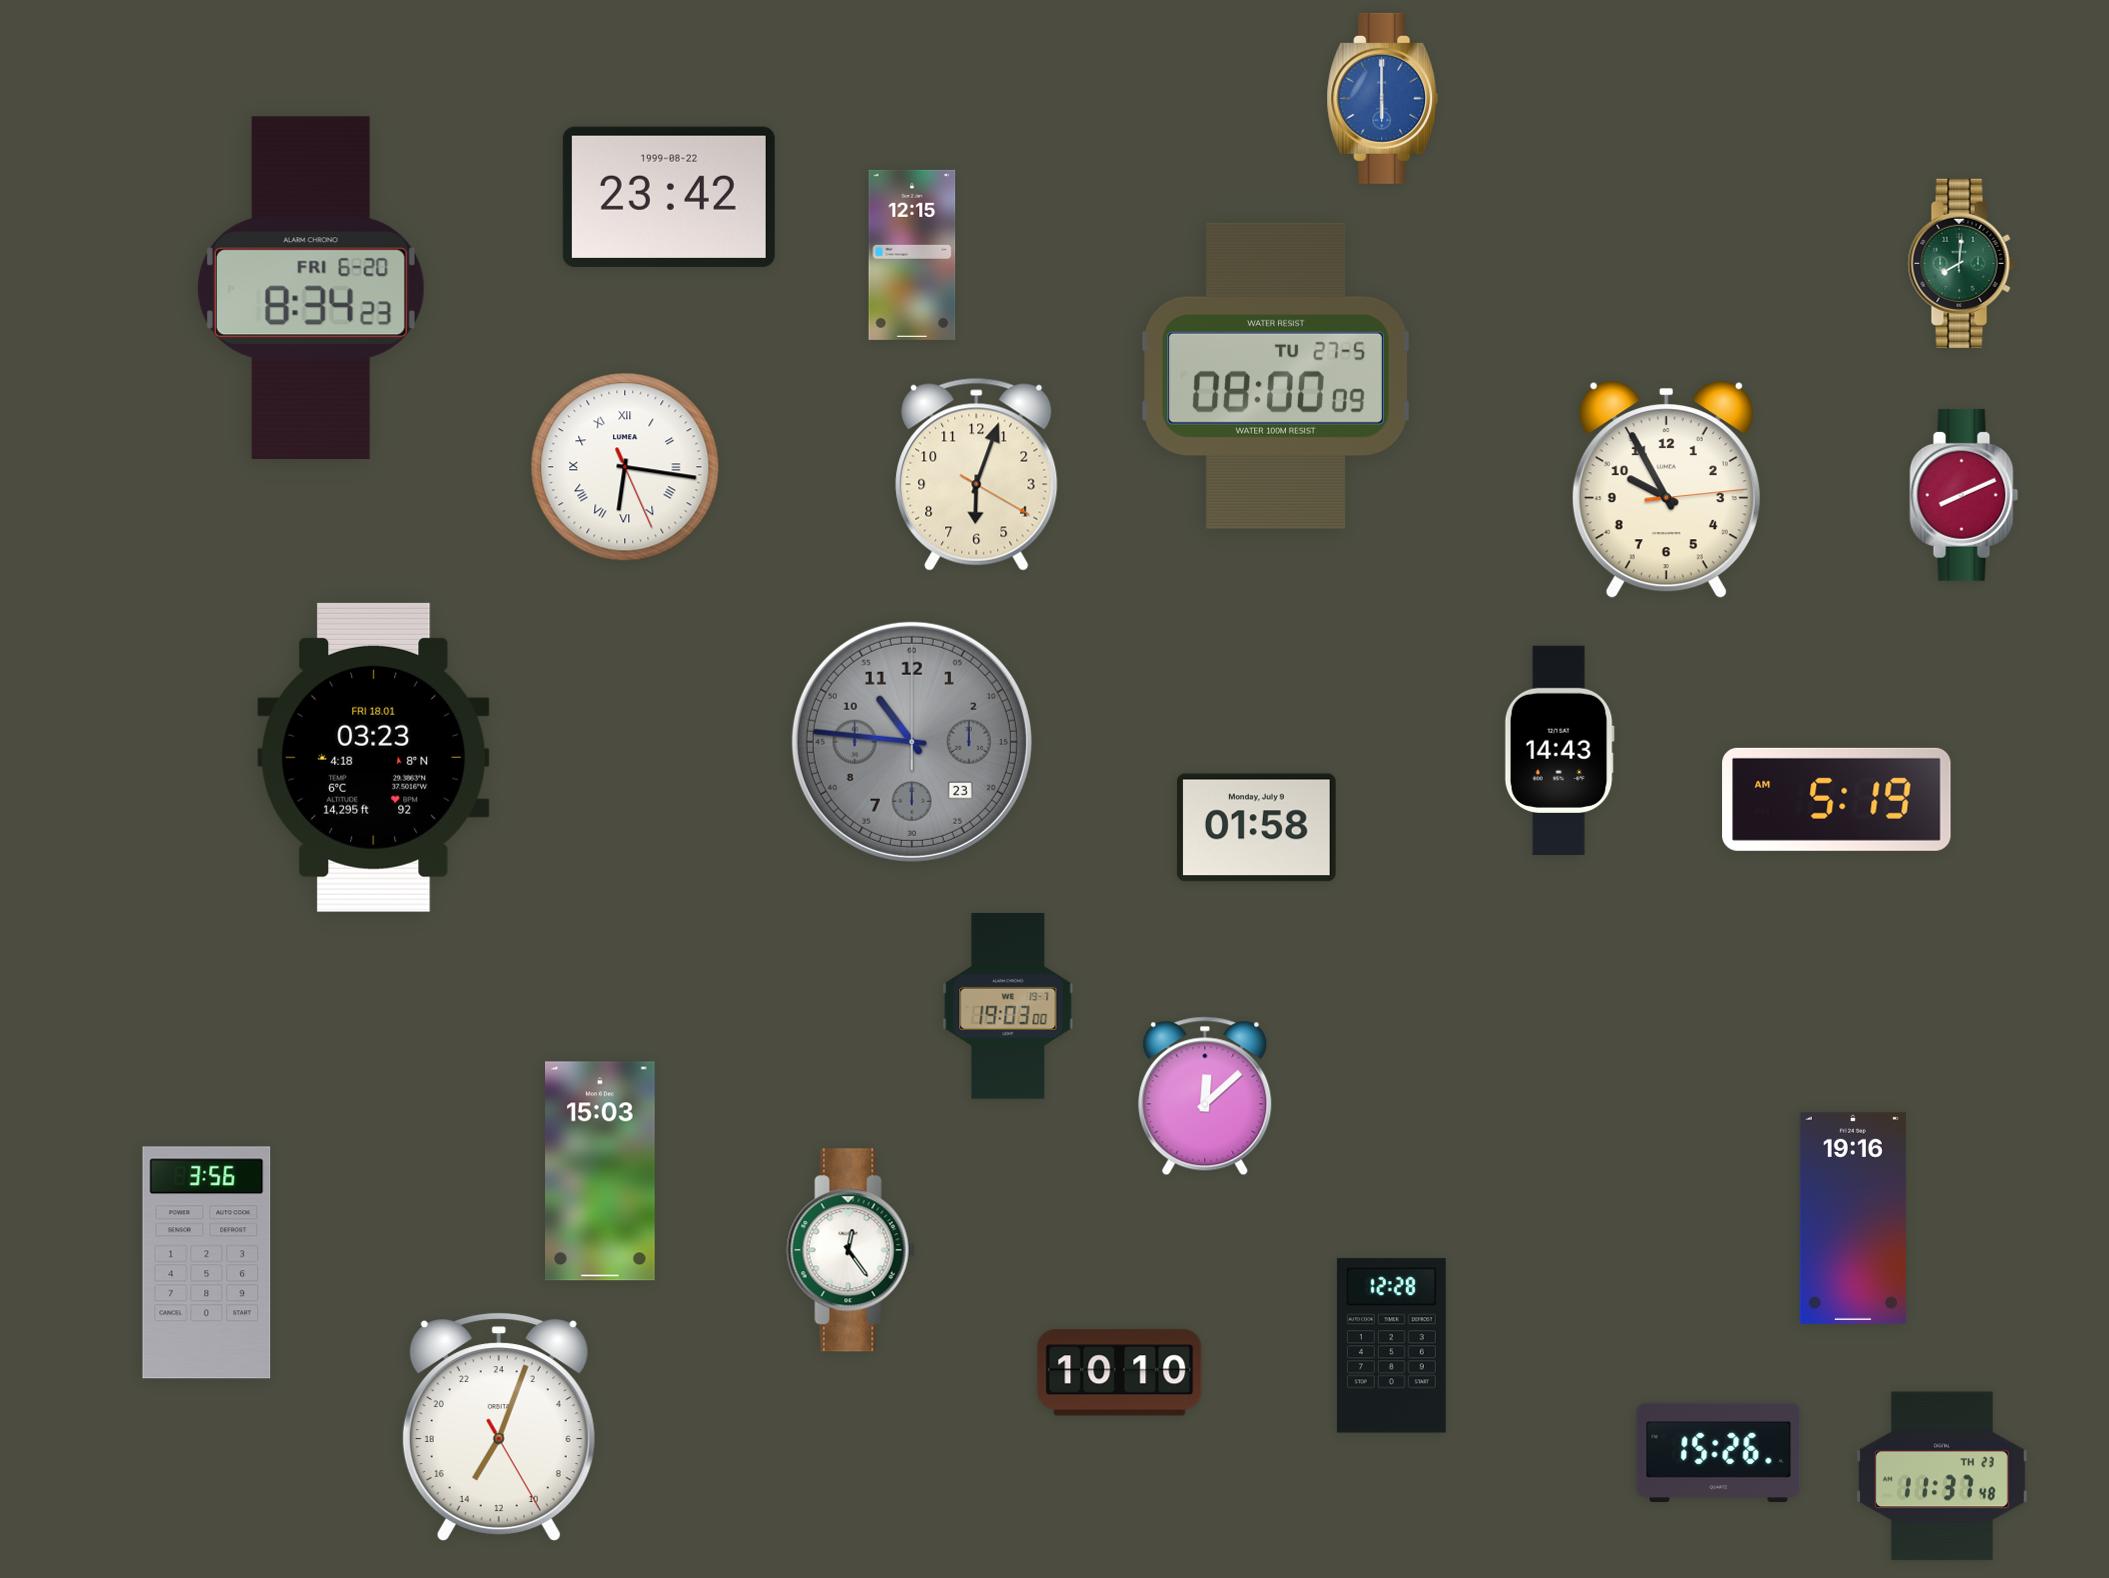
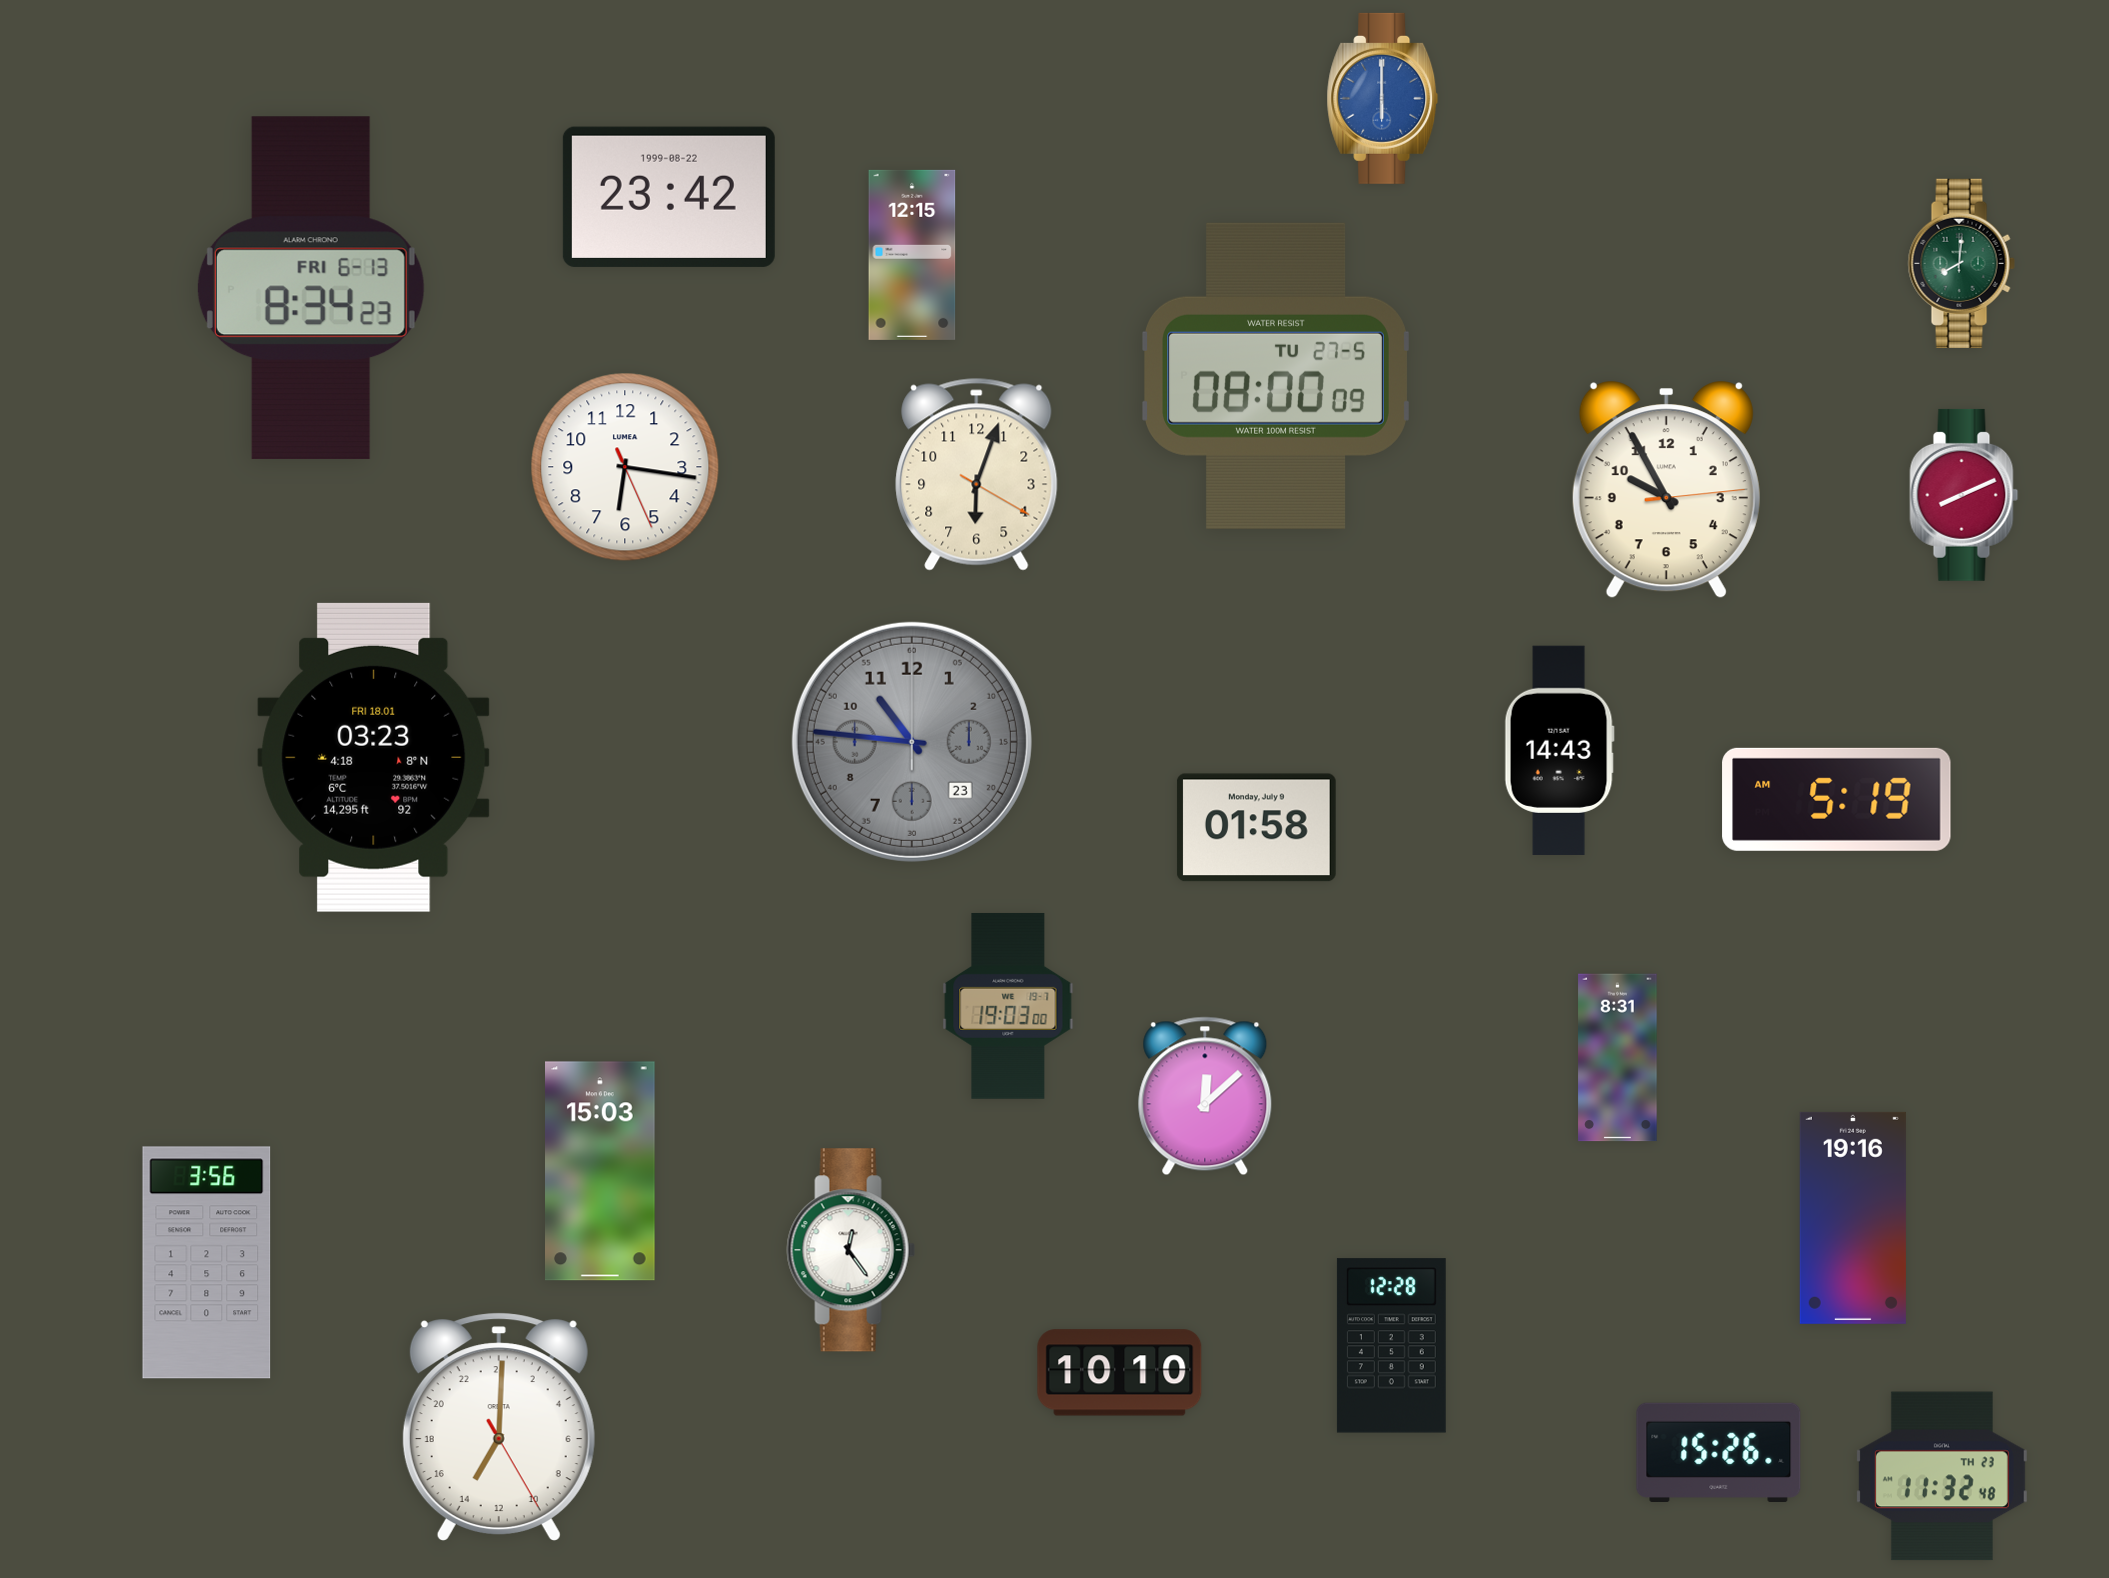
clock at (311, 288) date: FRI 6-20 -> FRI 6-13
clock at (625, 467) numerals: Roman -> Arabic
clock at (1618, 1058): none -> 8:31
clock at (499, 1426): 14:03 -> 14:00
clock at (1942, 1476): 11:37 -> 11:32
